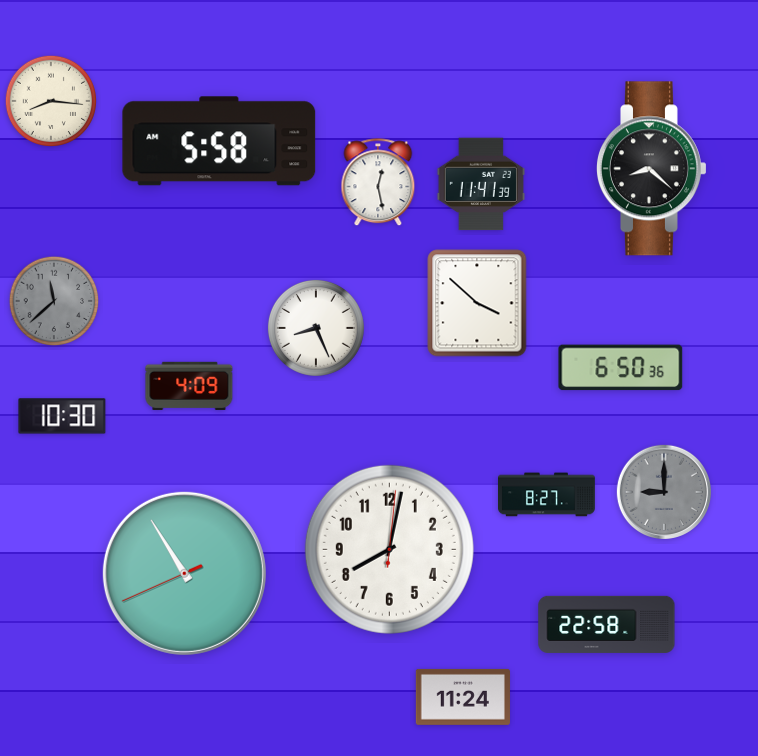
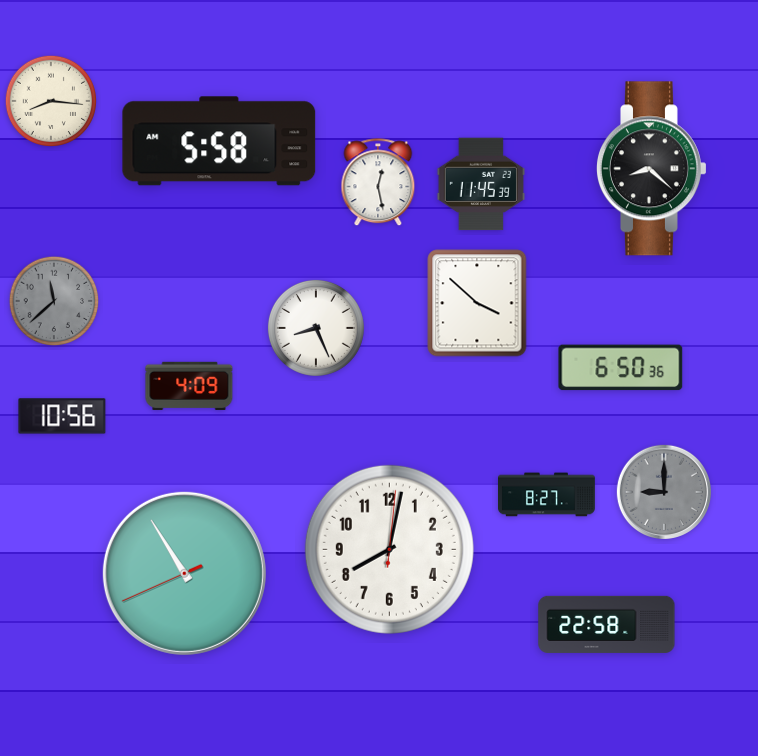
clock at (481, 184): 11:41 -> 11:45
clock at (62, 416): 10:30 -> 10:56
clock at (463, 697): 11:24 -> none
